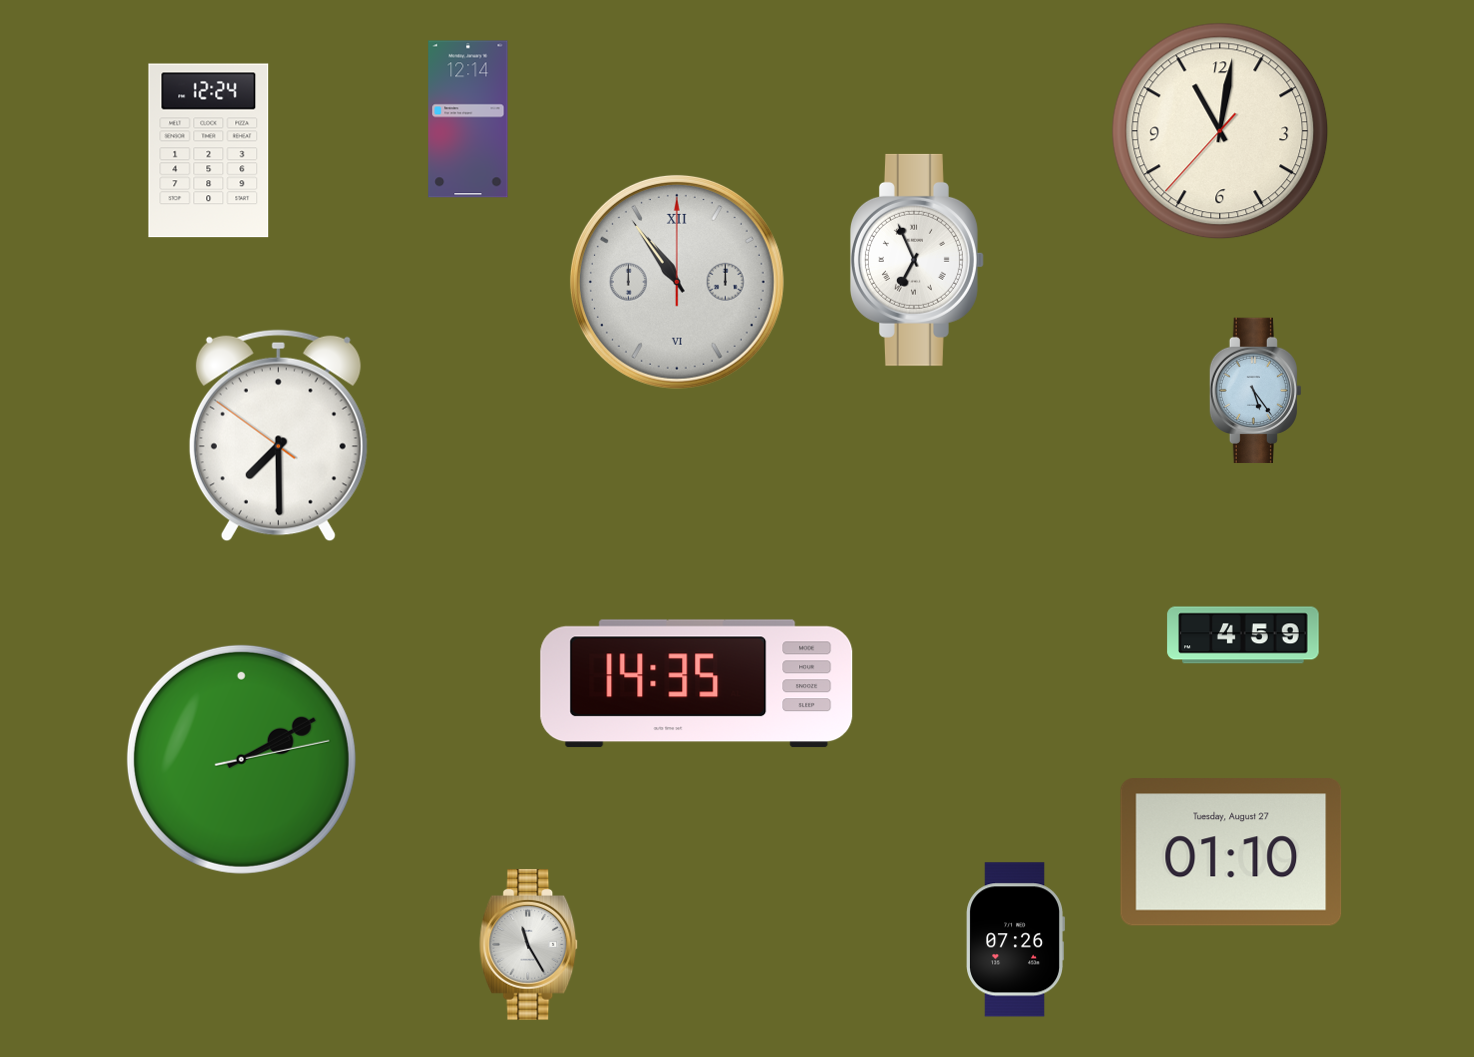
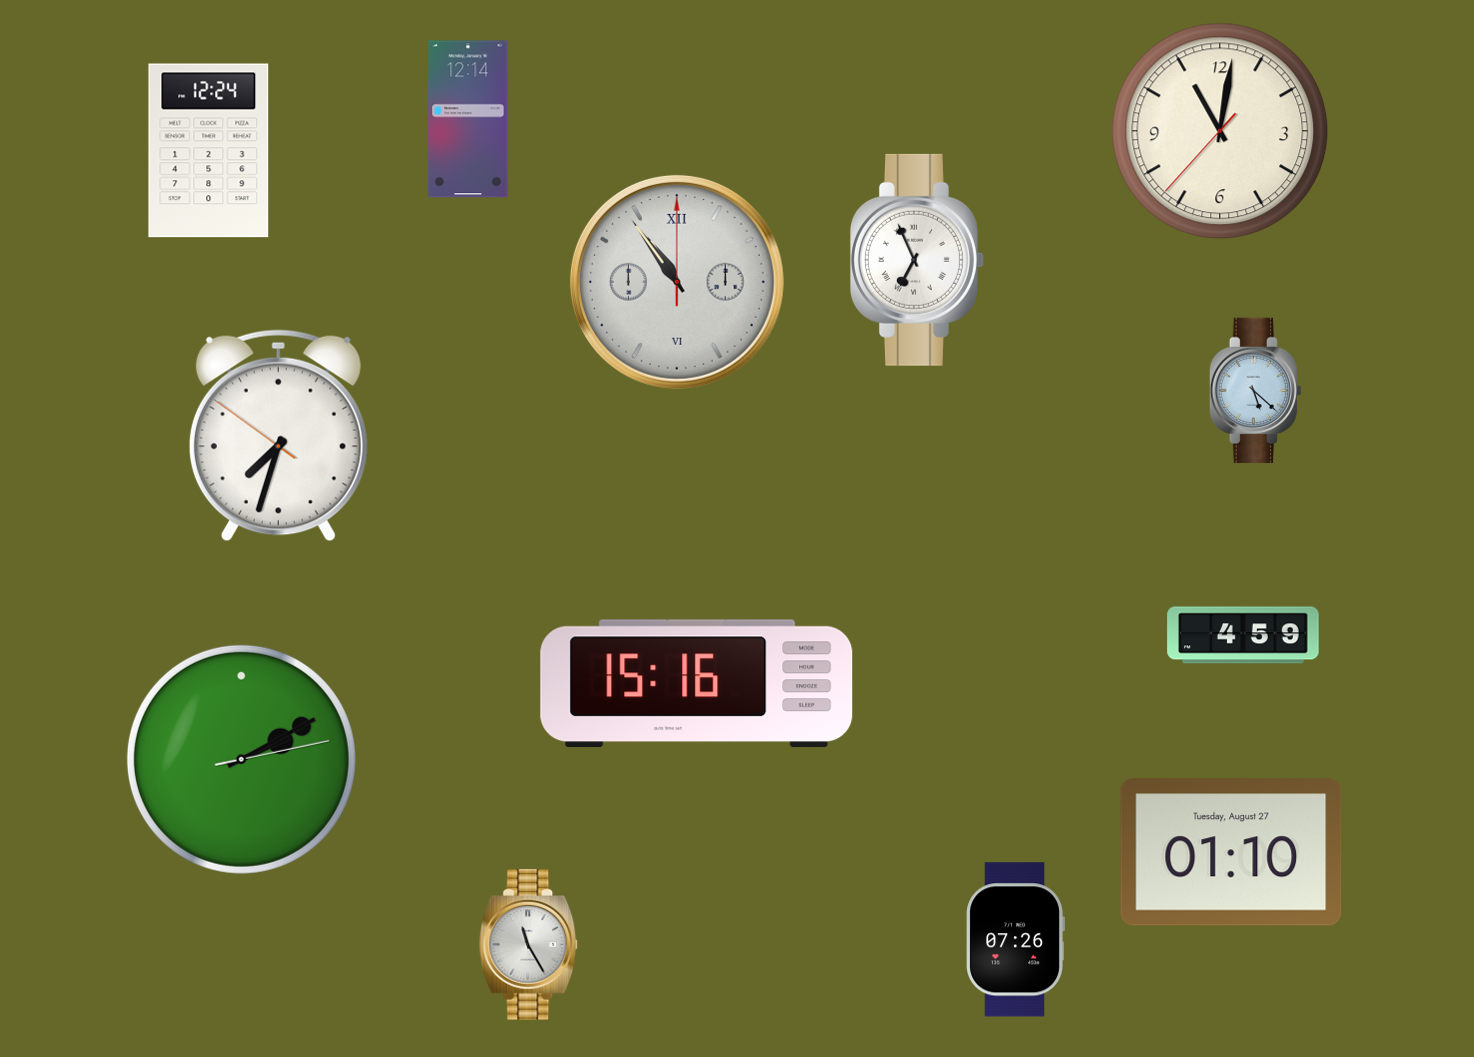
clock at (1255, 391): 5:24 -> 5:22
clock at (278, 436): 7:29 -> 7:32
clock at (697, 684): 14:35 -> 15:16
